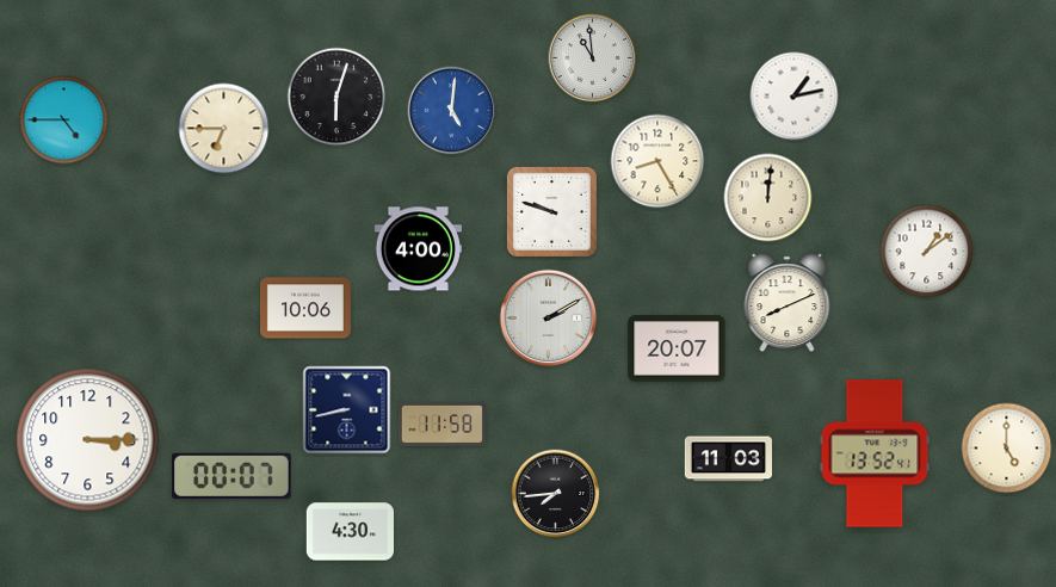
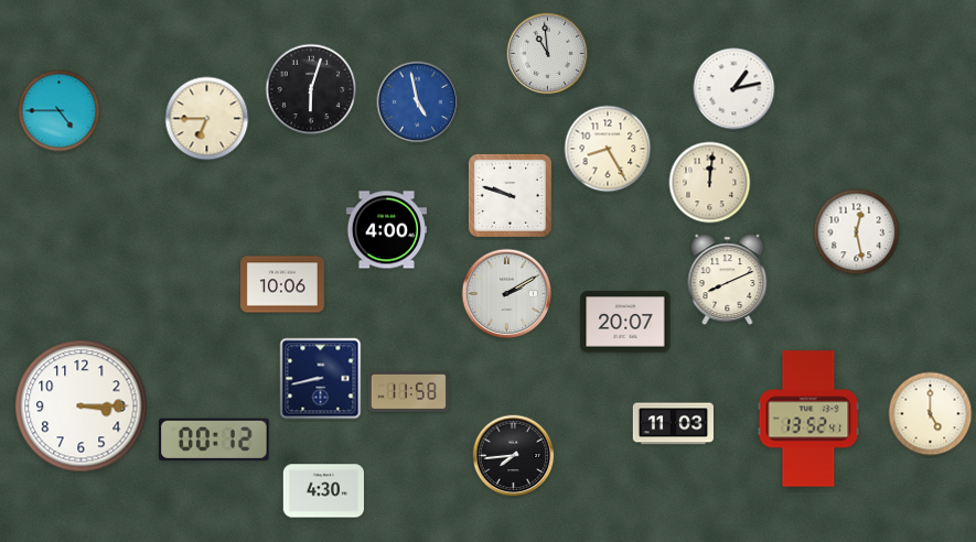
clock at (452, 111): 5:01 -> 4:58
clock at (927, 252): 1:09 -> 12:28
clock at (233, 476): 00:07 -> 00:12
